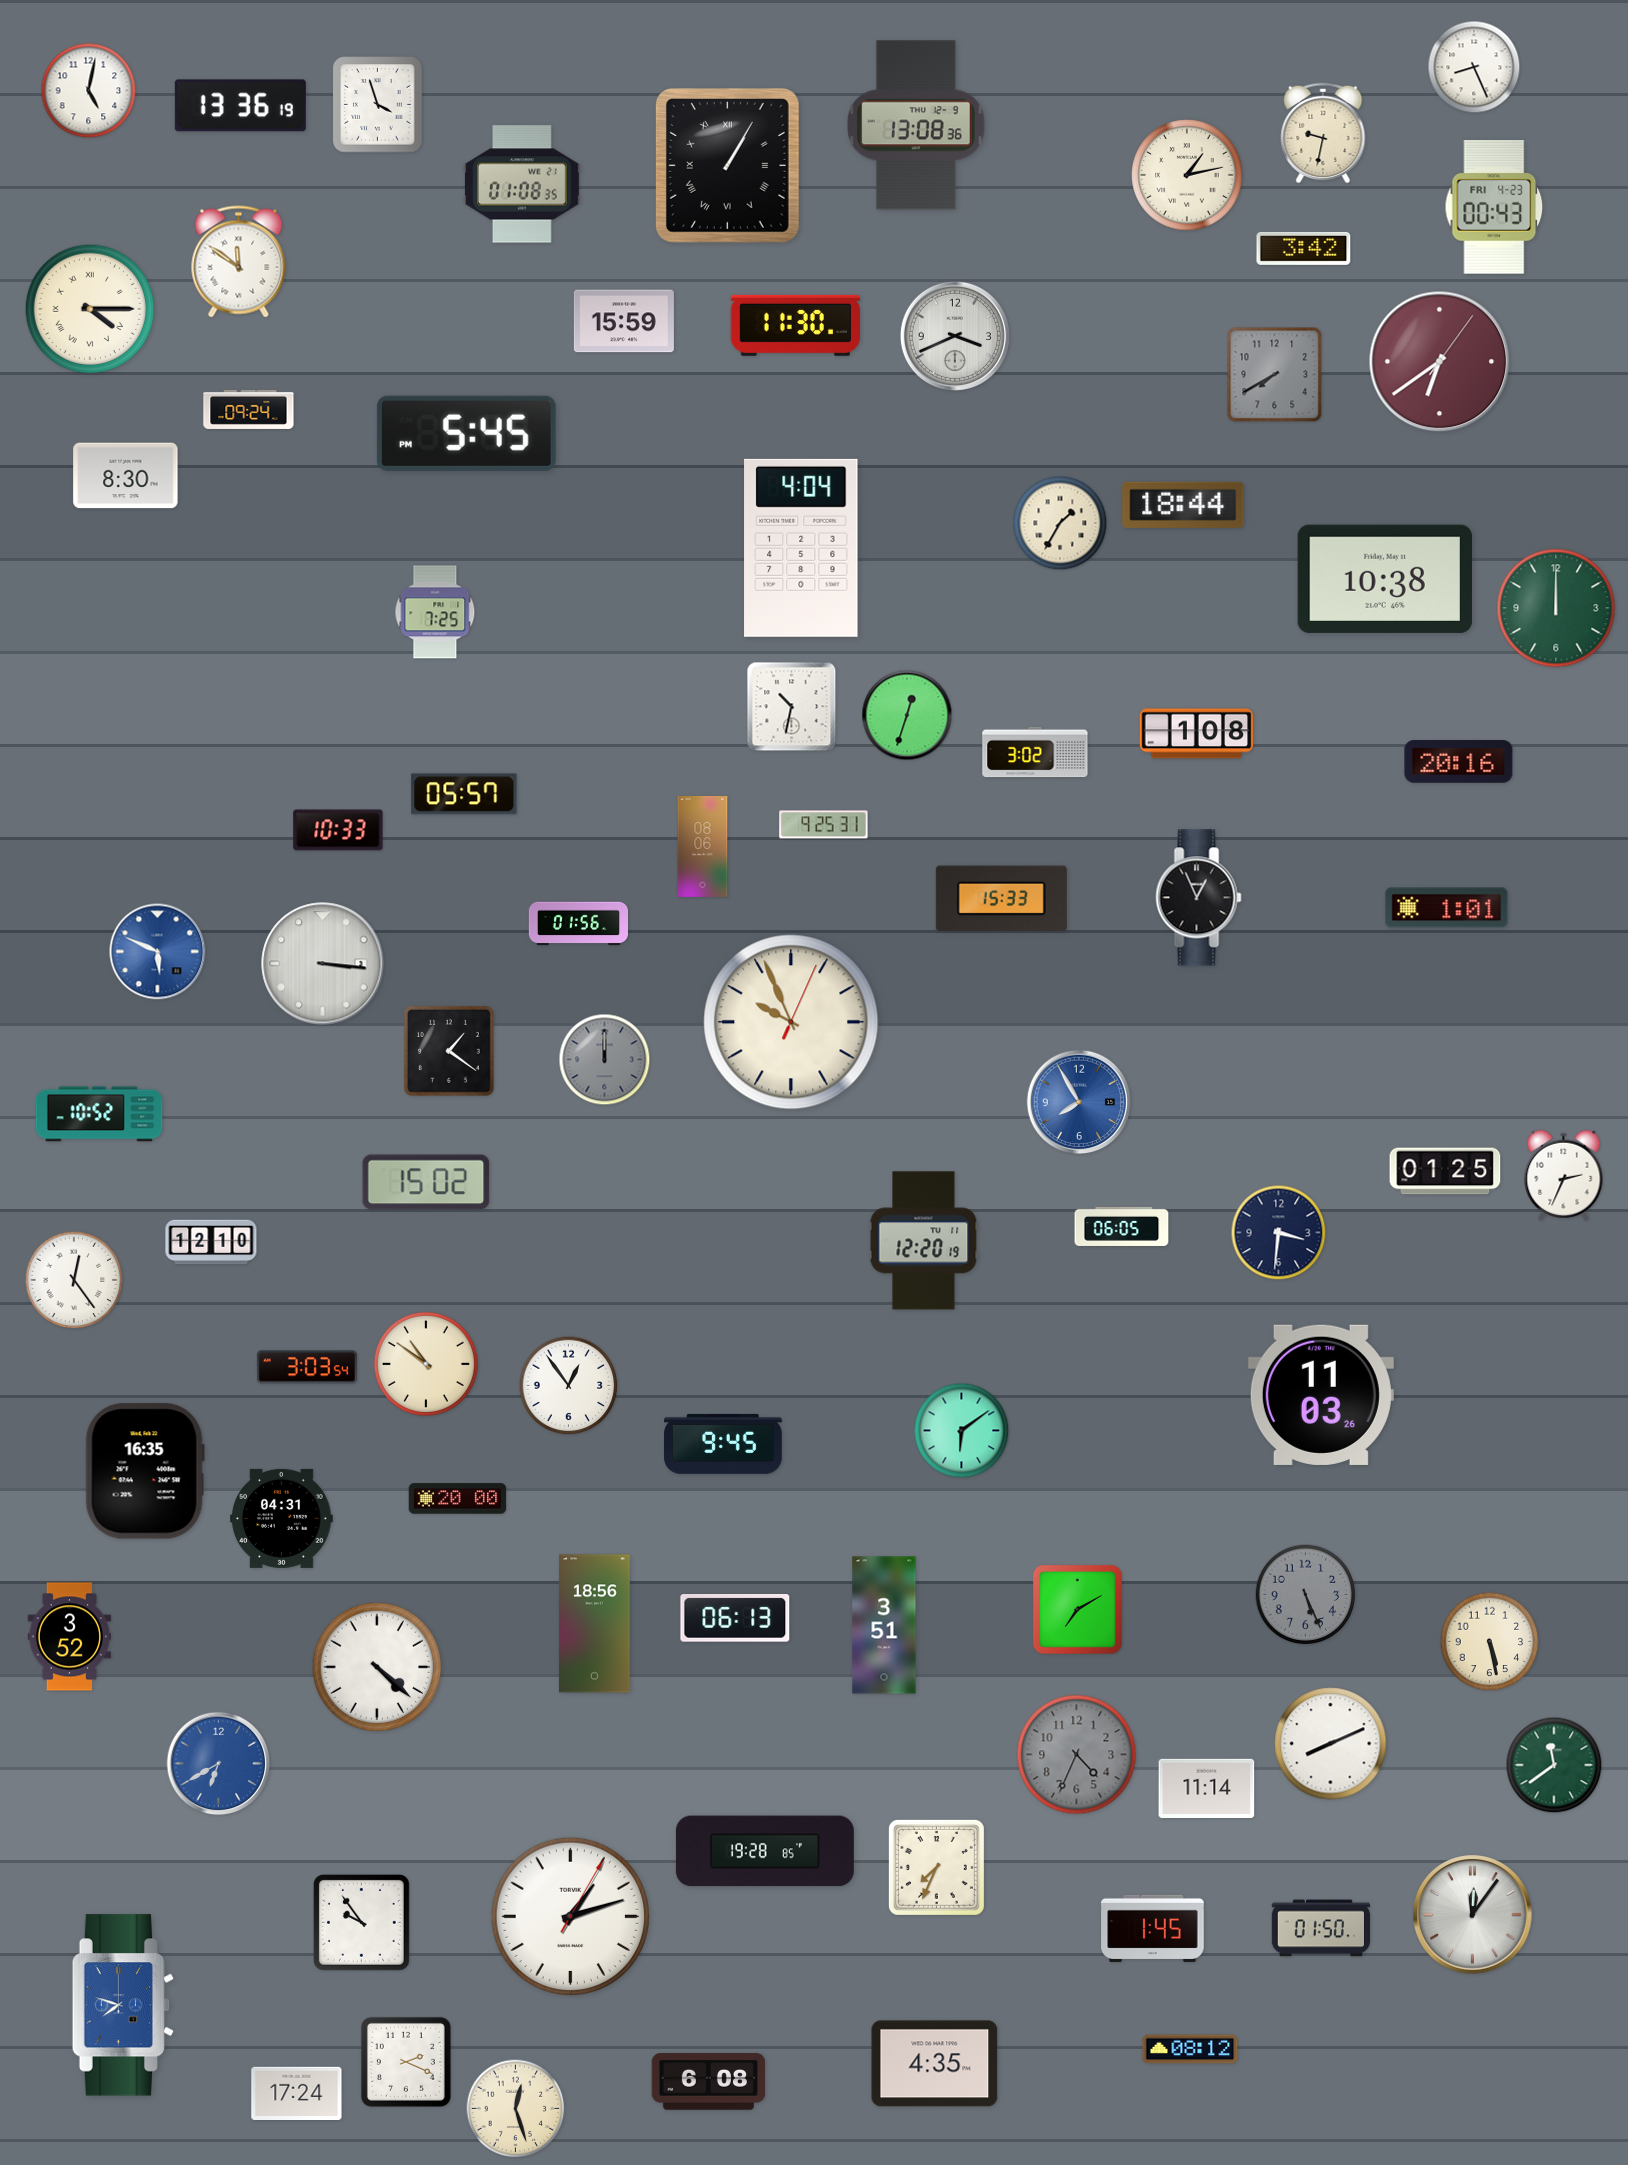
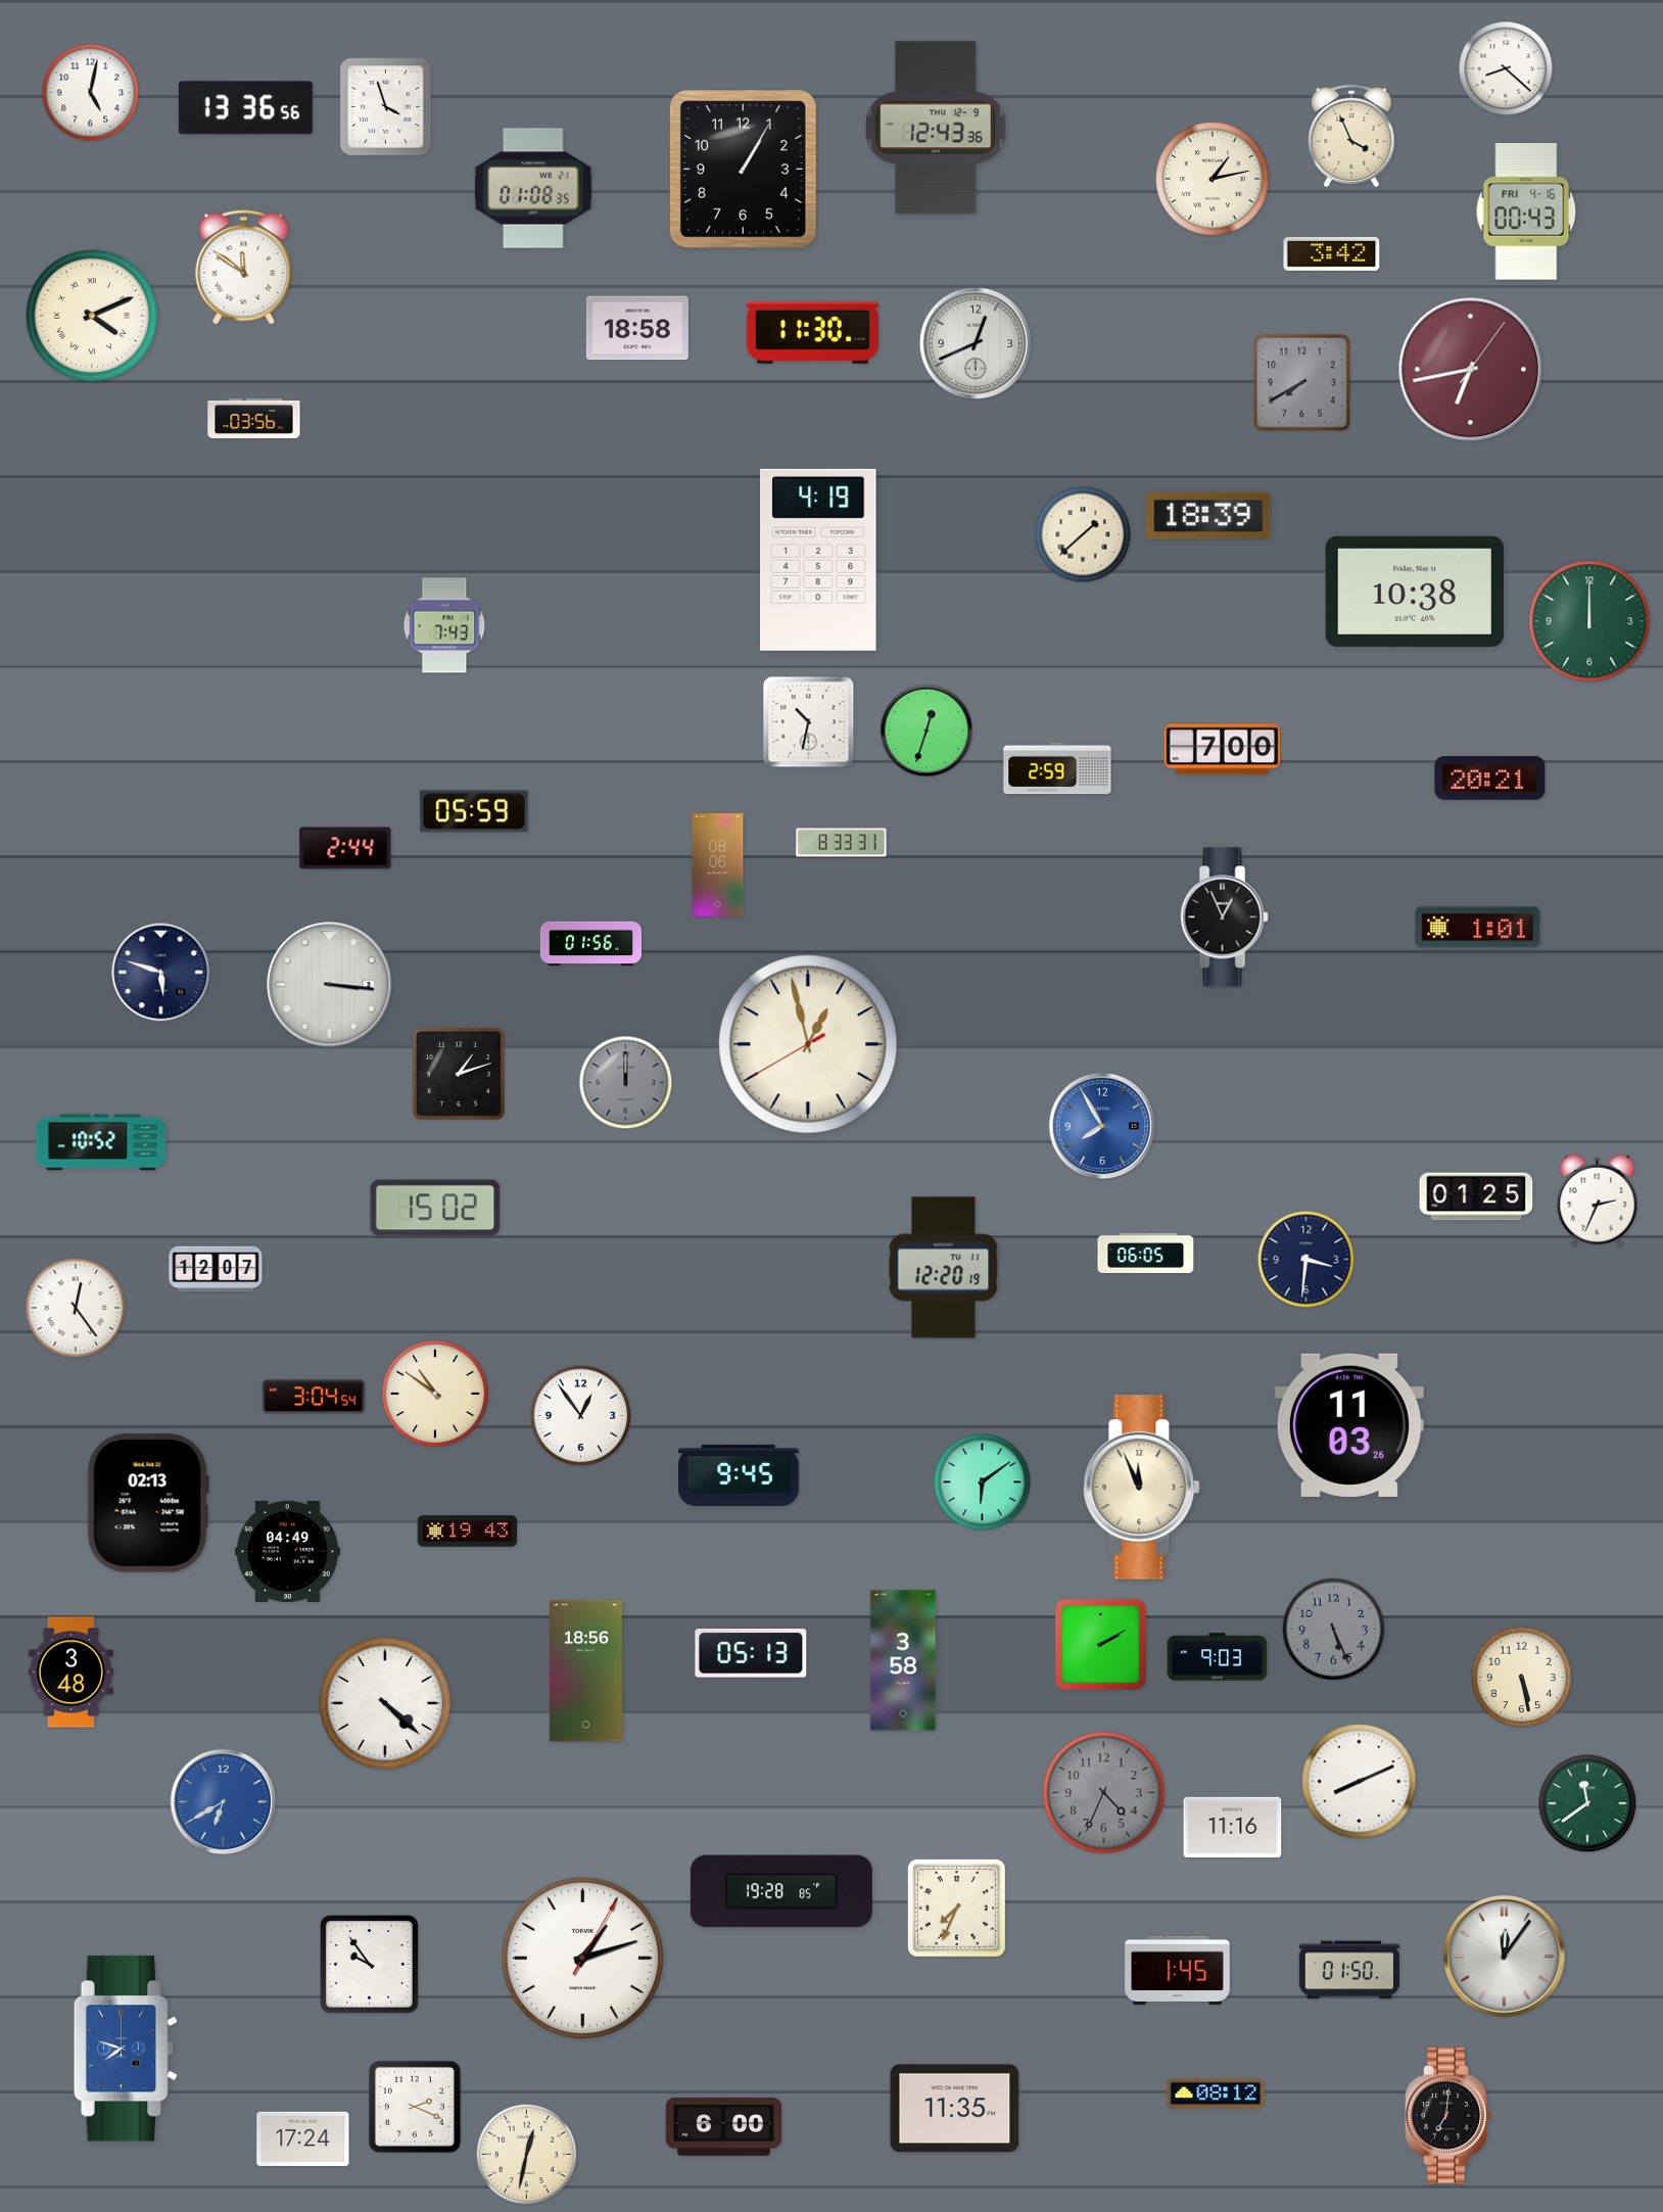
clock at (1474, 67): 8:26 -> 8:22
clock at (240, 106): 13:36:19 -> 13:36:56
clock at (916, 125): 13:08 -> 12:43
clock at (1323, 133): 9:32 -> 3:56
clock at (727, 165) numerals: Roman -> Arabic
clock at (1494, 208) date: FRI 4-23 -> FRI 4-16
clock at (90, 309): 4:15 -> 4:11
clock at (624, 321): 15:59 -> 18:58
clock at (955, 336): 3:41 -> 12:41
clock at (1440, 362): 6:39 -> 6:43
clock at (249, 409): 09:24 -> 03:56
clock at (466, 433): 5:45 -> none
clock at (126, 476): 8:30 -> none
clock at (1183, 505): 18:44 -> 18:39
clock at (1060, 523): 1:35 -> 1:38
clock at (801, 548): 4:04 -> 4:19
clock at (435, 612): 7:25 -> 7:43
clock at (1197, 734): 1:08 -> 7:00
clock at (1035, 752): 3:02 -> 2:59
clock at (1459, 762): 20:16 -> 20:21
clock at (464, 794): 05:57 -> 05:59
clock at (824, 825): 9:25 -> 8:33
clock at (338, 830): 10:33 -> 2:44
clock at (1001, 899): 15:33 -> none
clock at (158, 952): 5:49 -> 5:48
clock at (158, 952) dial: blue -> navy
clock at (791, 1022): 9:56 -> 12:57
clock at (449, 1051): 1:21 -> 1:12
clock at (605, 1060) position: (605, 1060) -> (626, 1083)
clock at (99, 1114) position: (99, 1114) -> (101, 1142)
clock at (211, 1242): 12:10 -> 12:07
clock at (307, 1367): 3:03 -> 3:04
clock at (962, 1431) position: (962, 1431) -> (983, 1482)
clock at (1142, 1488): none -> 11:56
clock at (145, 1471): 16:35 -> 02:13
clock at (458, 1499): 20:00 -> 19:43
clock at (282, 1518): 04:31 -> 04:49
clock at (1077, 1609): 7:10 -> 2:10
clock at (735, 1618): 06:13 -> 05:13
clock at (1218, 1657): none -> 9:03
clock at (594, 1624) position: (594, 1624) -> (585, 1672)
clock at (884, 1625): 3:51 -> 3:58
clock at (69, 1637): 3:52 -> 3:48
clock at (1077, 1755) position: (1077, 1755) -> (1104, 1793)
clock at (1207, 1788): 11:14 -> 11:16
clock at (935, 2064): 4:35 -> 11:35
clock at (1448, 2116): none -> 7:01
clock at (709, 2082): 6:08 -> 6:00
clock at (516, 2109): 12:27 -> 12:32
